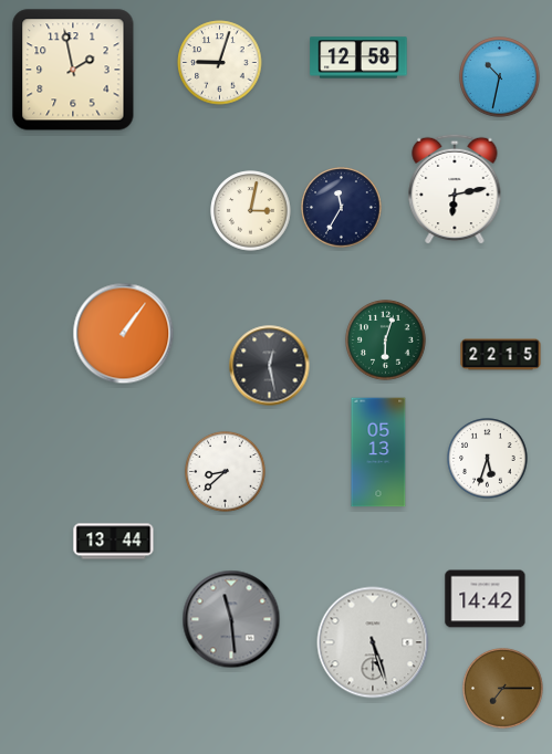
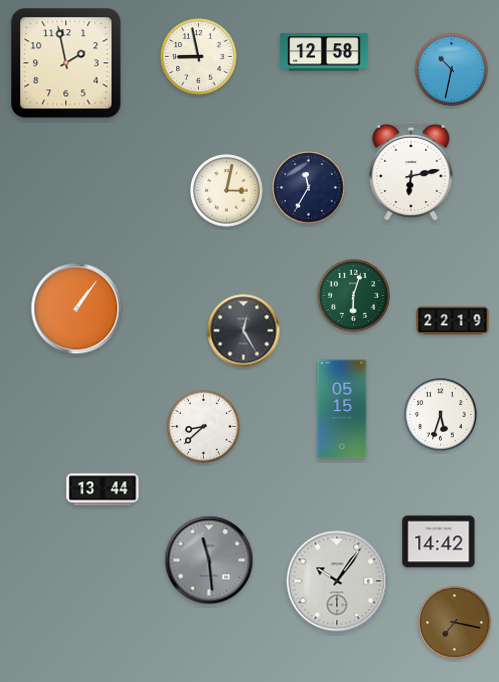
clock at (220, 63): 9:03 -> 8:58
clock at (124, 334) position: (124, 334) -> (77, 309)
clock at (386, 341) position: (386, 341) -> (354, 296)
clock at (501, 355): 22:15 -> 22:19
clock at (270, 366): 12:28 -> 12:25
clock at (378, 452): 05:13 -> 05:15
clock at (373, 642): 5:27 -> 10:06
clock at (503, 689): 7:15 -> 7:17
